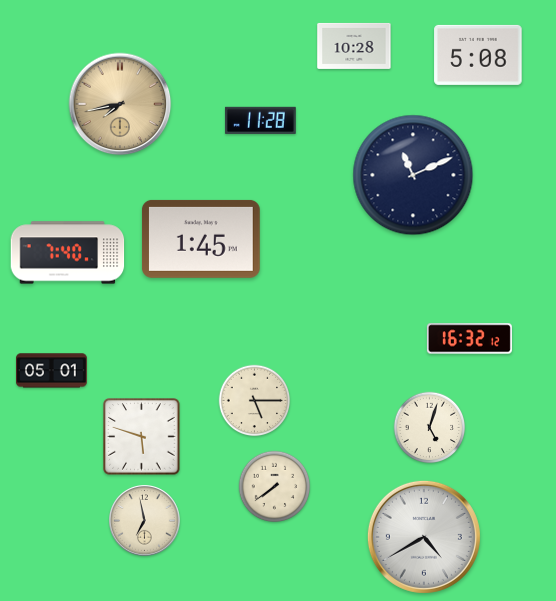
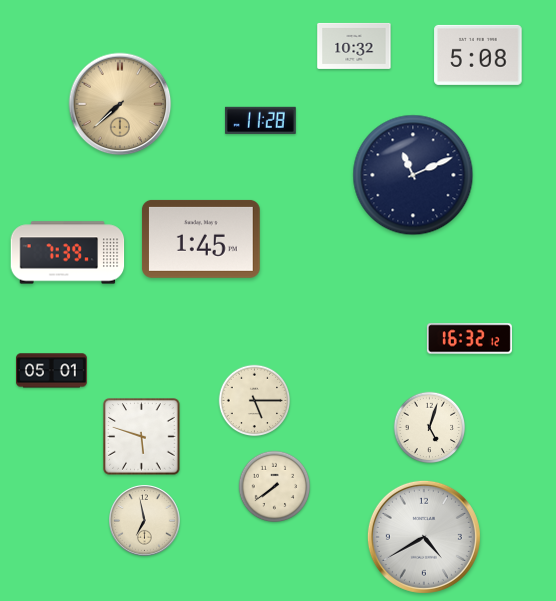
clock at (354, 46): 10:28 -> 10:32
clock at (120, 104): 7:43 -> 7:38
clock at (68, 253): 7:40 -> 7:39
